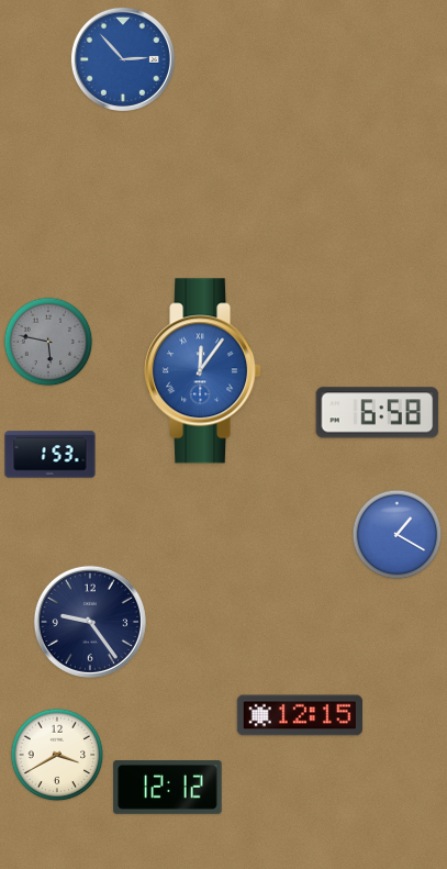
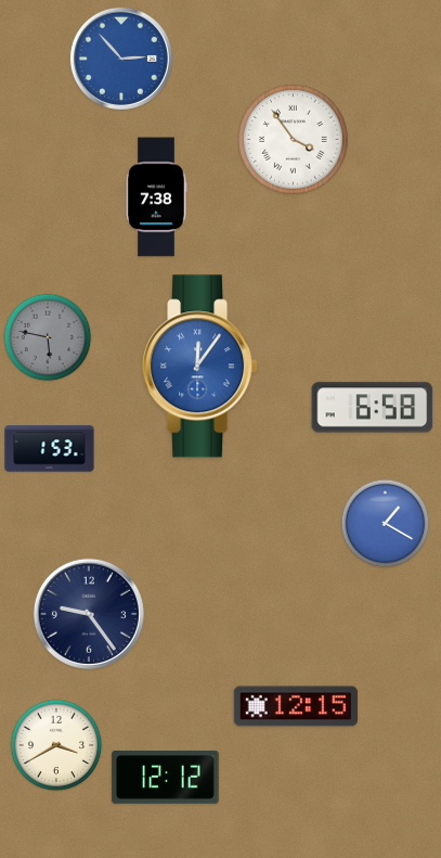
clock at (294, 140): none -> 3:54
clock at (156, 197): none -> 7:38
clock at (398, 535) position: (398, 535) -> (386, 524)
